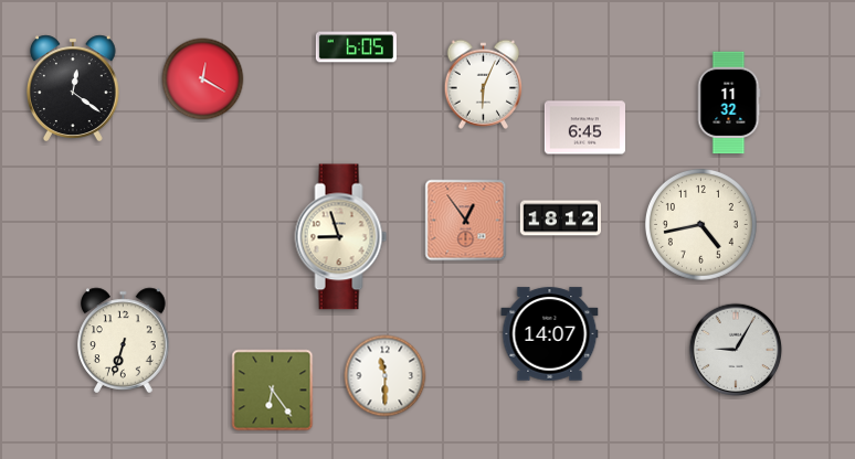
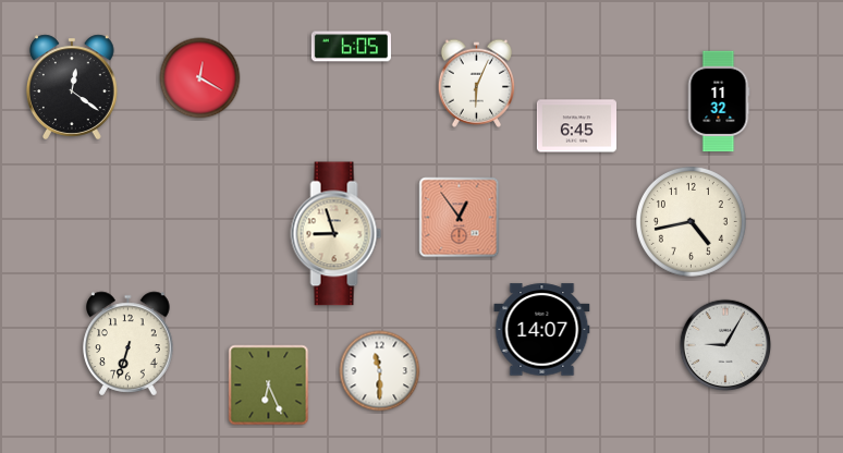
clock at (560, 218): 18:12 -> none
clock at (124, 341) position: (124, 341) -> (129, 344)
clock at (273, 391): 6:24 -> 6:26
